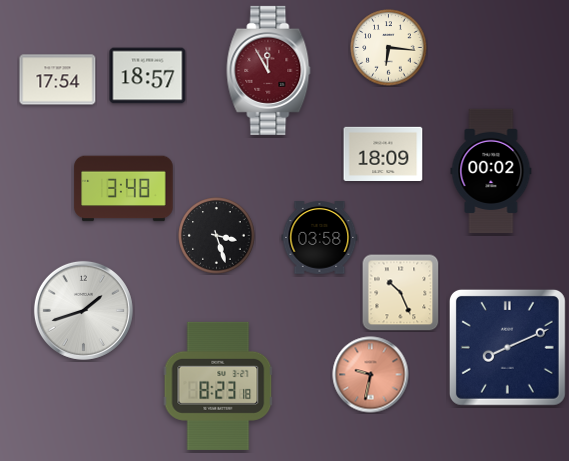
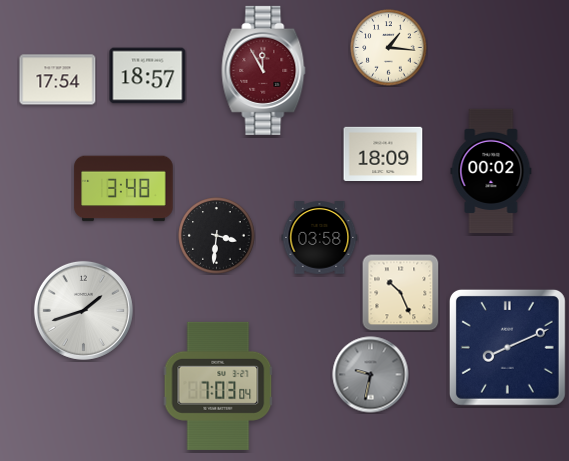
clock at (389, 48): 6:16 -> 1:16
clock at (269, 70) position: (269, 70) -> (264, 70)
clock at (217, 236): 3:27 -> 3:31
clock at (371, 375) dial: salmon -> grey
clock at (218, 386): 8:23 -> 7:03
